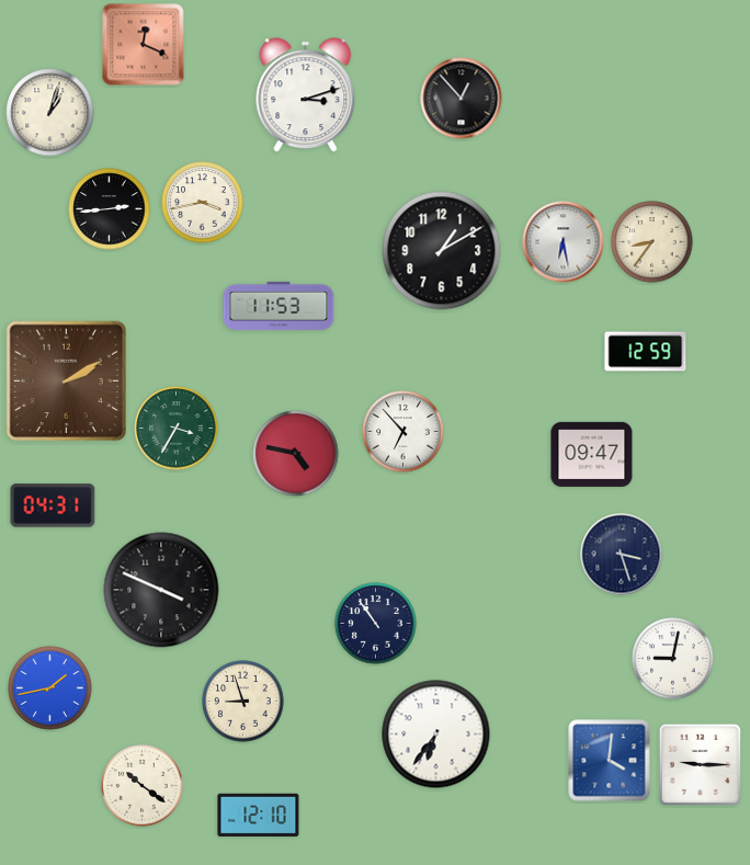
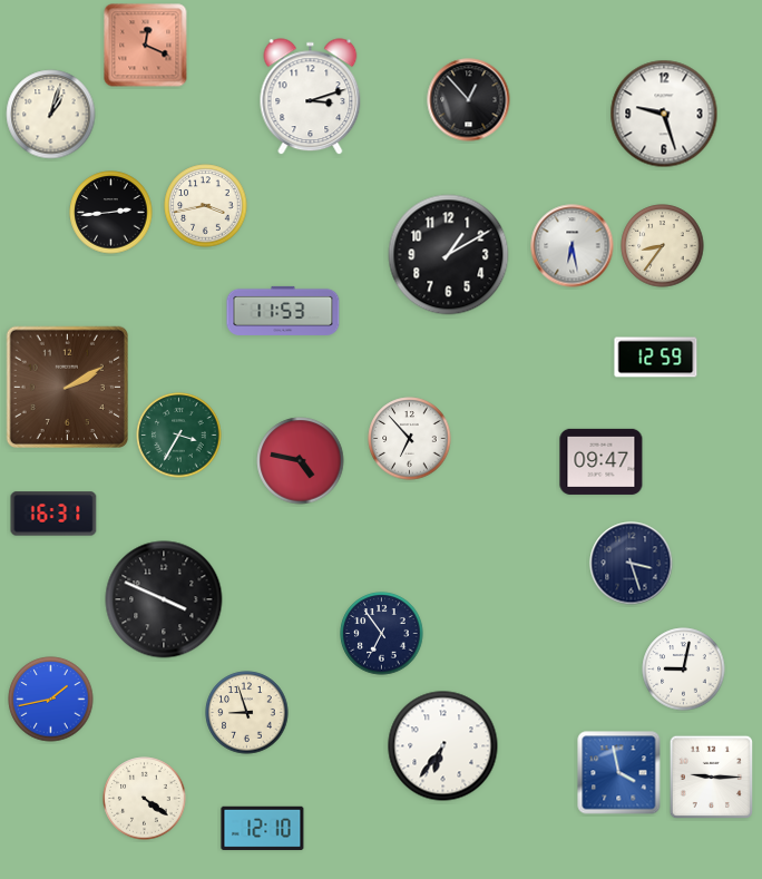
clock at (664, 114): none -> 9:27
clock at (53, 505): 04:31 -> 16:31
clock at (376, 624): 10:54 -> 6:54
clock at (610, 761): 4:01 -> 3:58
clock at (143, 786): 10:21 -> 4:21
